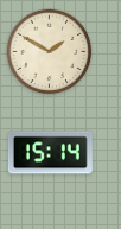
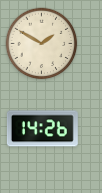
clock at (50, 153): 15:14 -> 14:26
